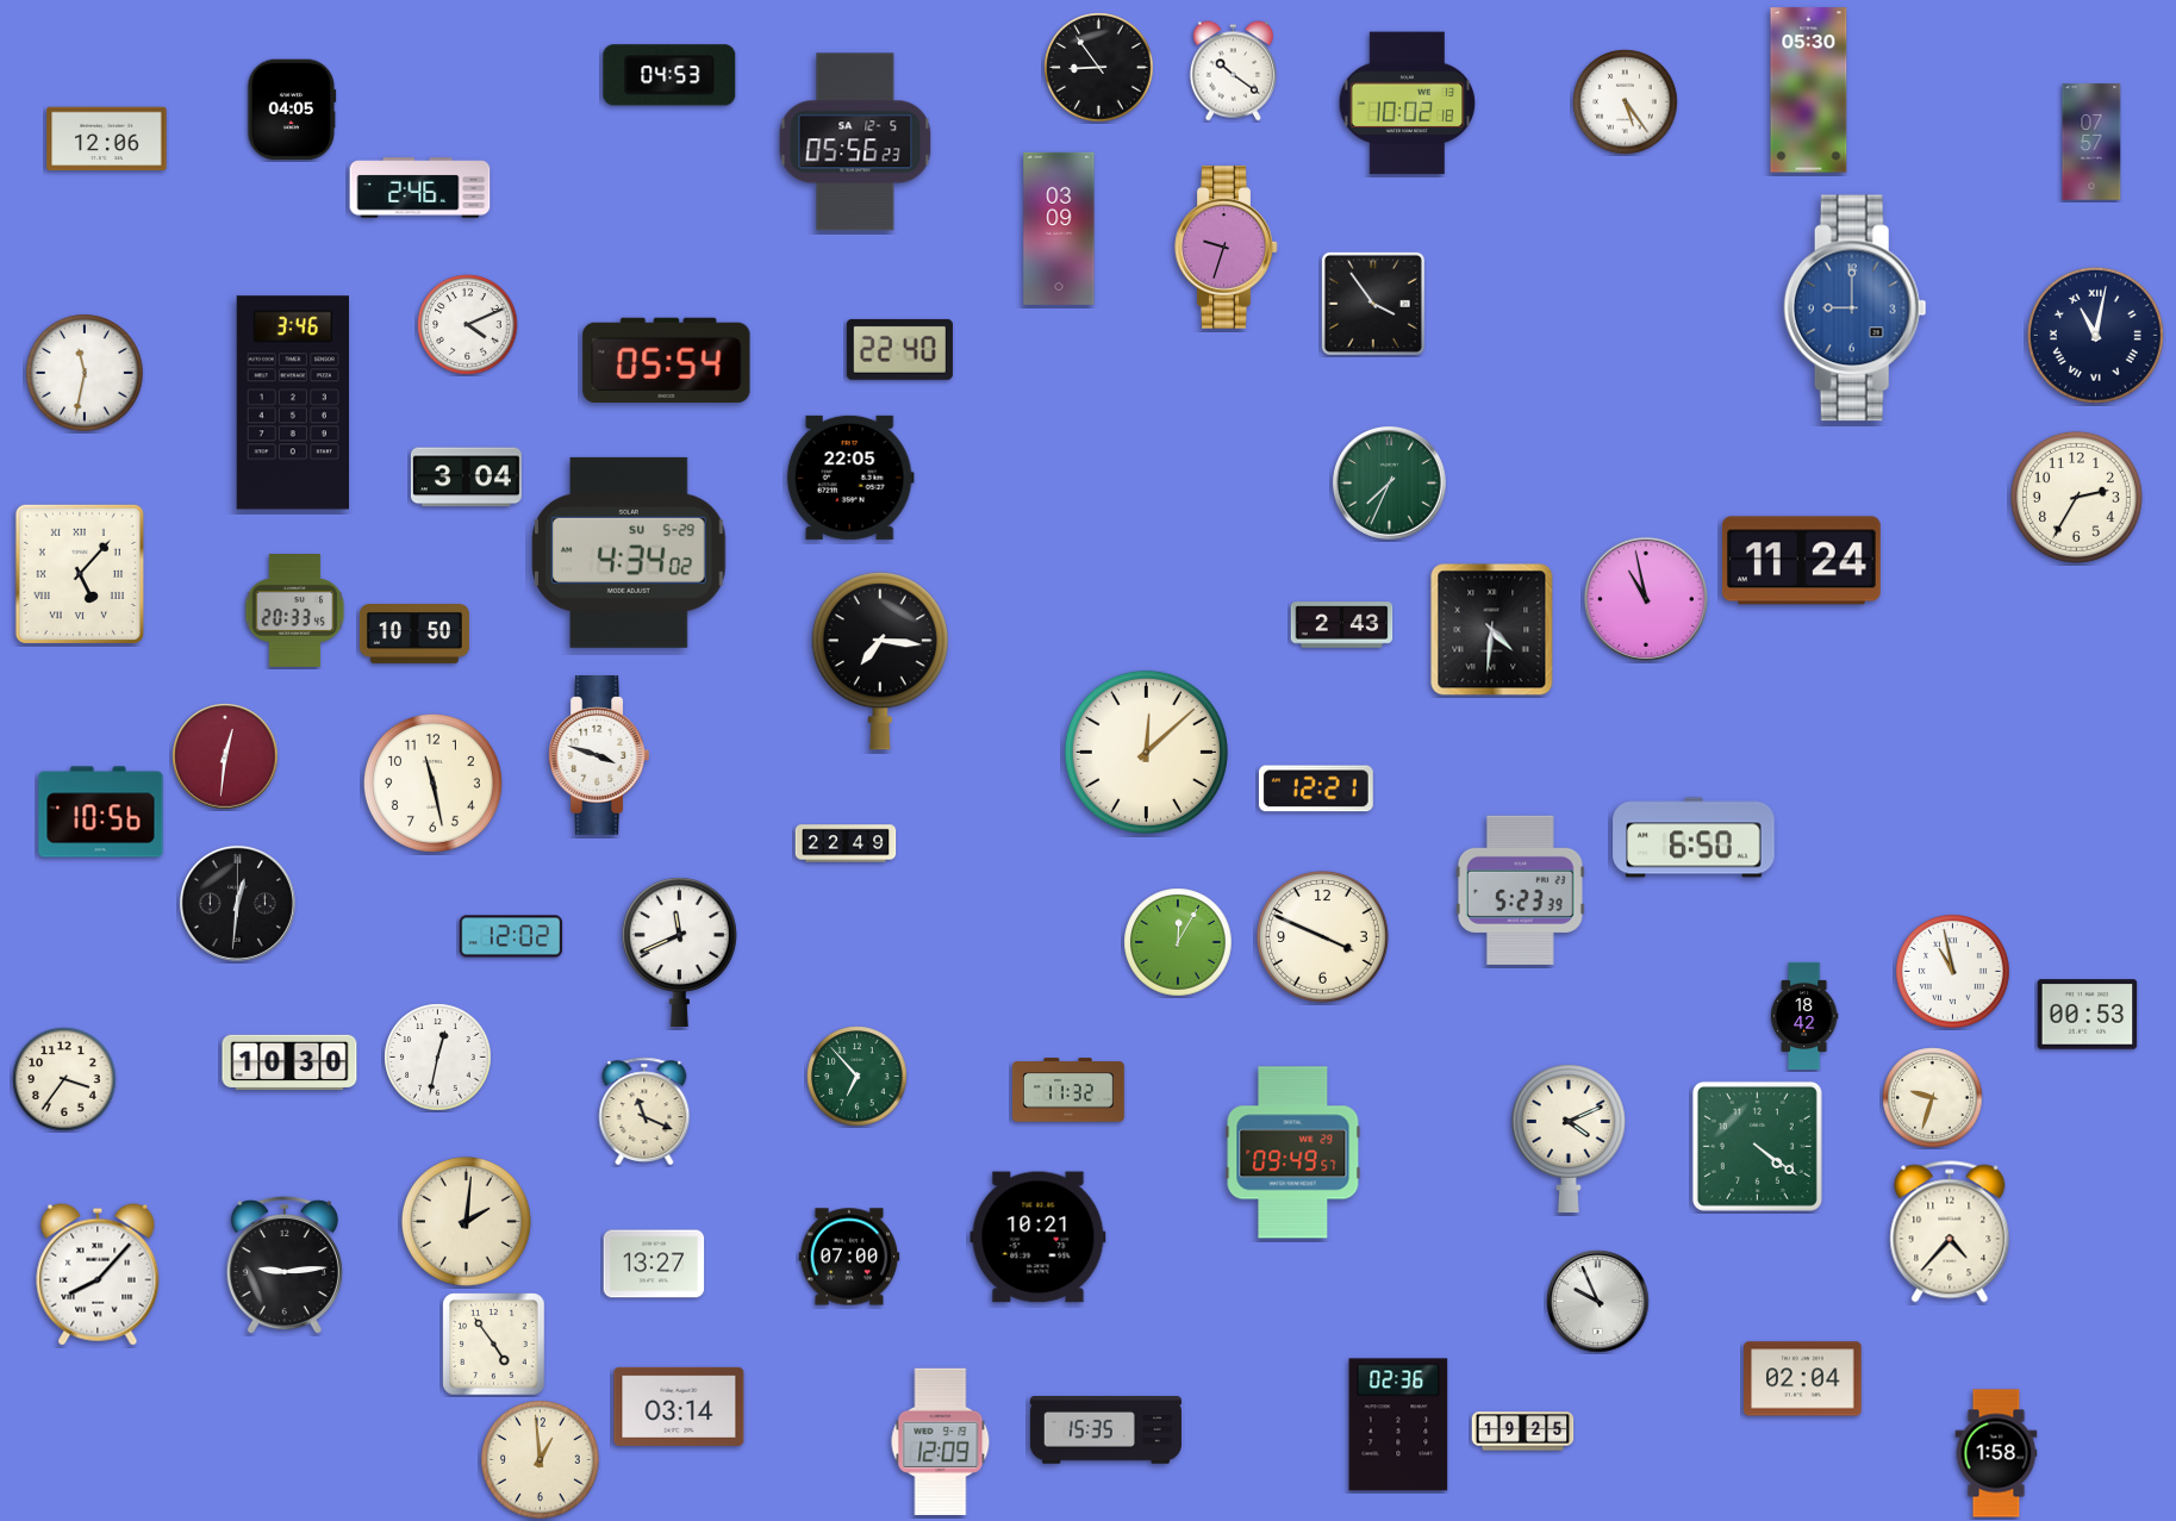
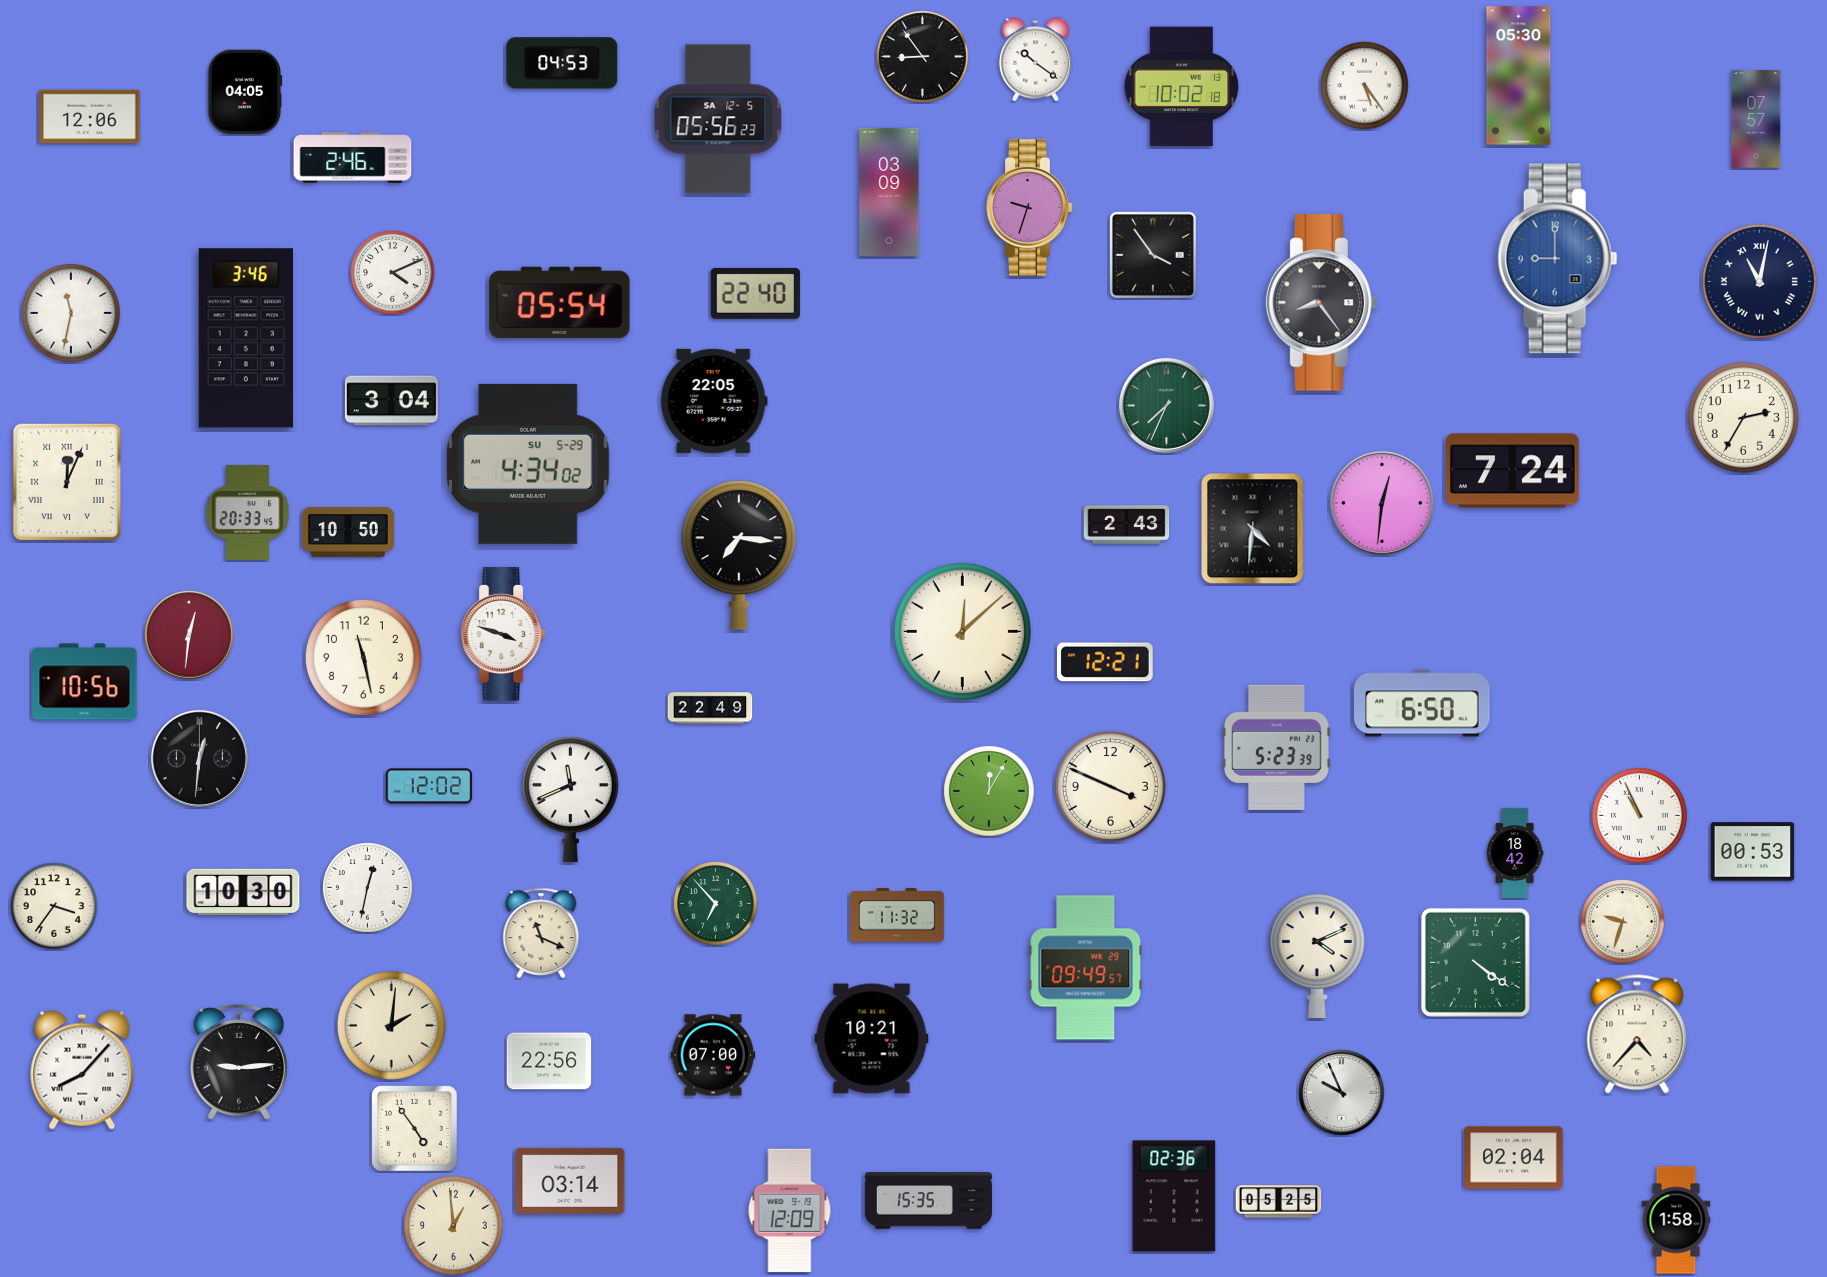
clock at (1322, 303): none -> 8:24
clock at (1801, 561): 11:24 -> 7:24
clock at (80, 574): 5:07 -> 12:04
clock at (1646, 599): 10:58 -> 12:31
clock at (1953, 972): 10:58 -> 10:56
clock at (858, 1077) position: (858, 1077) -> (716, 904)
clock at (654, 1264): 13:27 -> 22:56
clock at (1523, 1432): 19:25 -> 05:25
